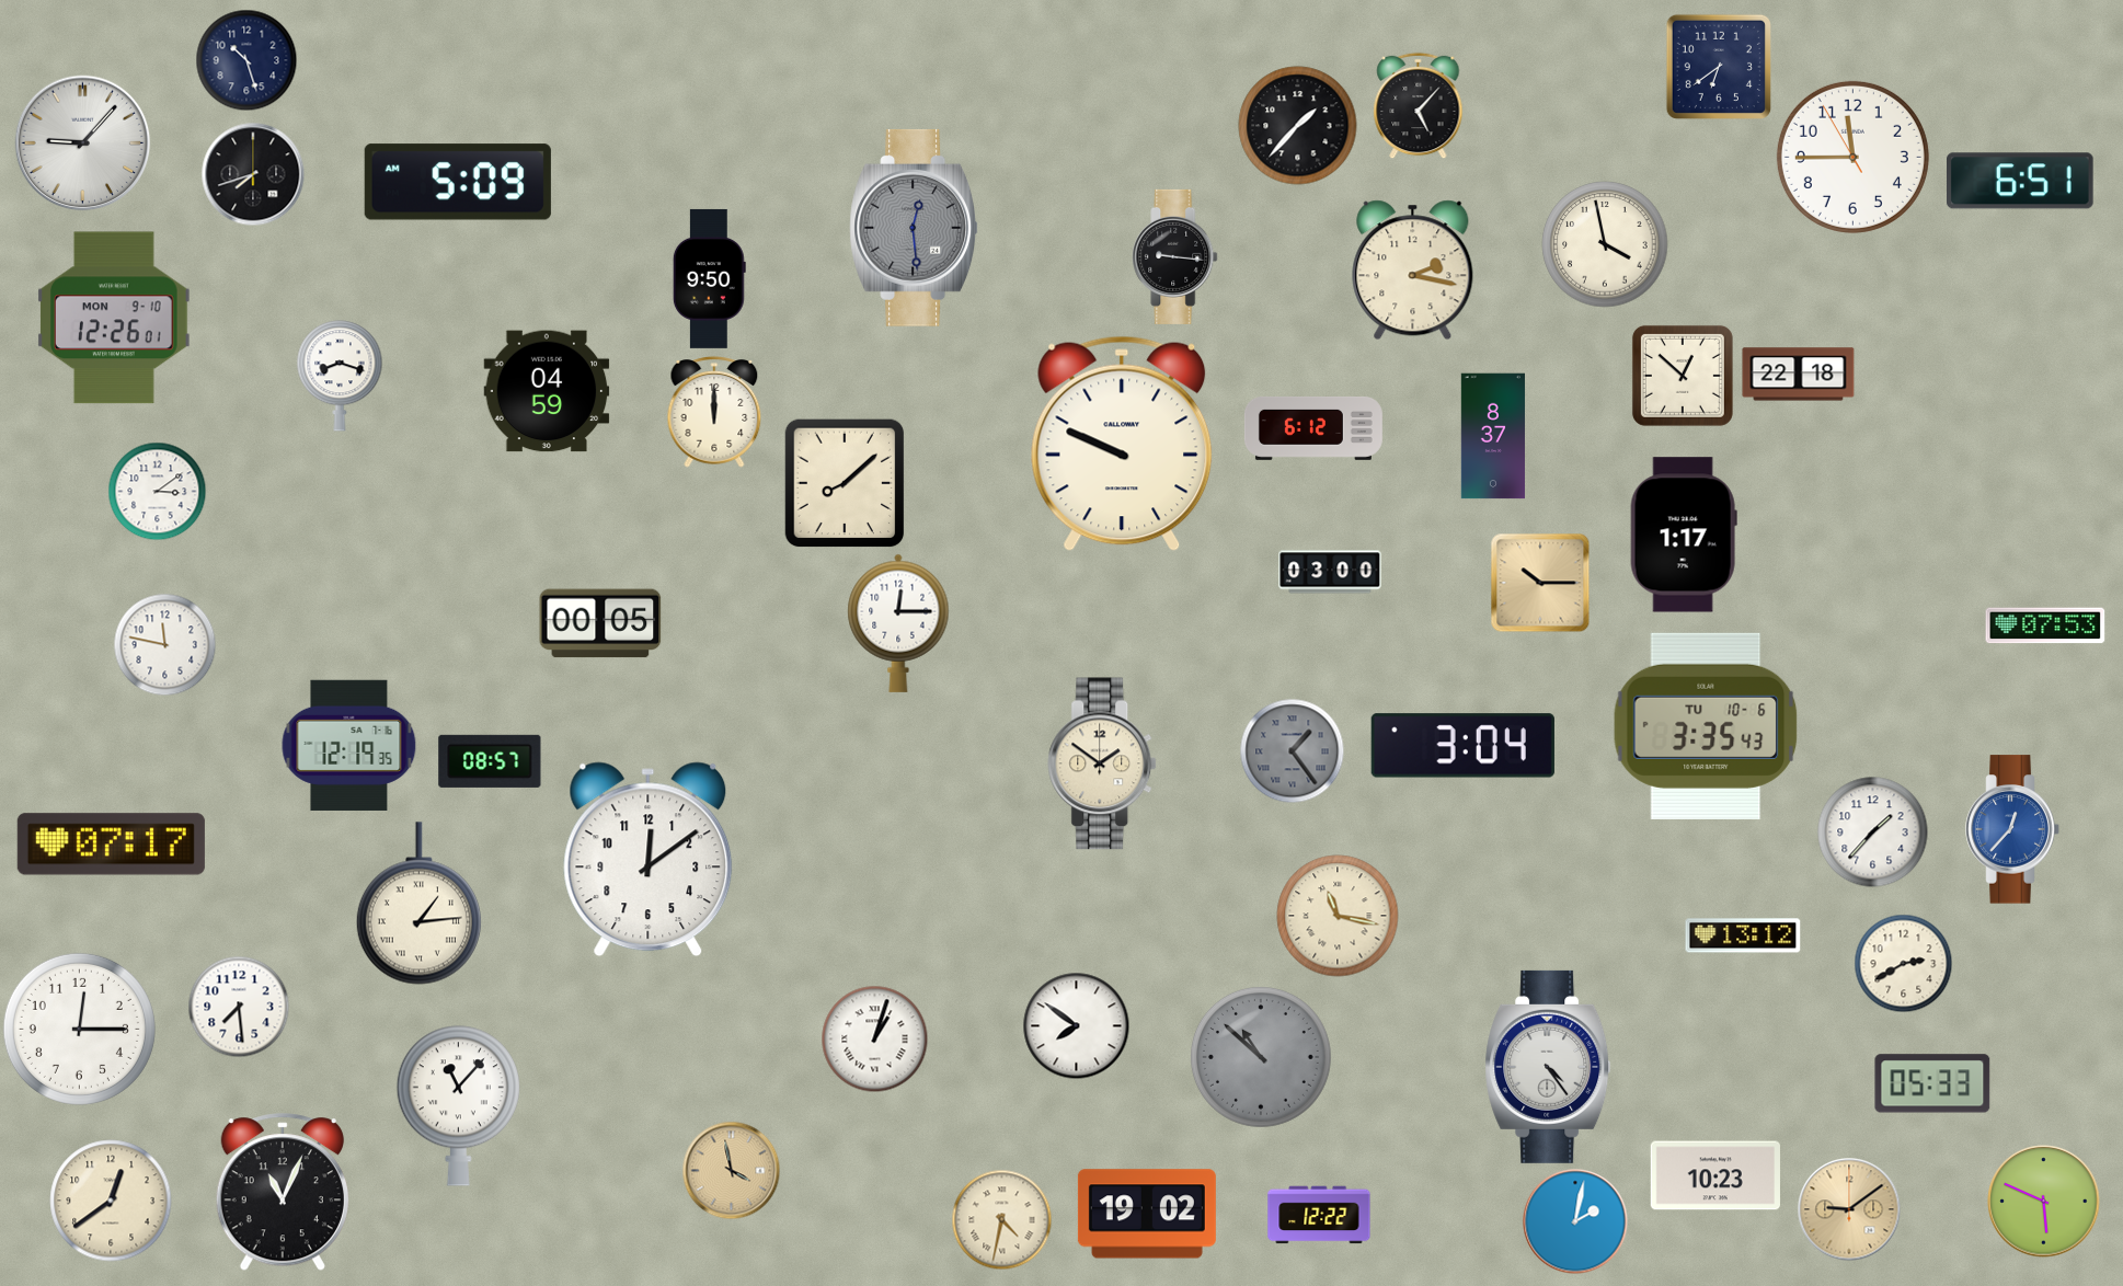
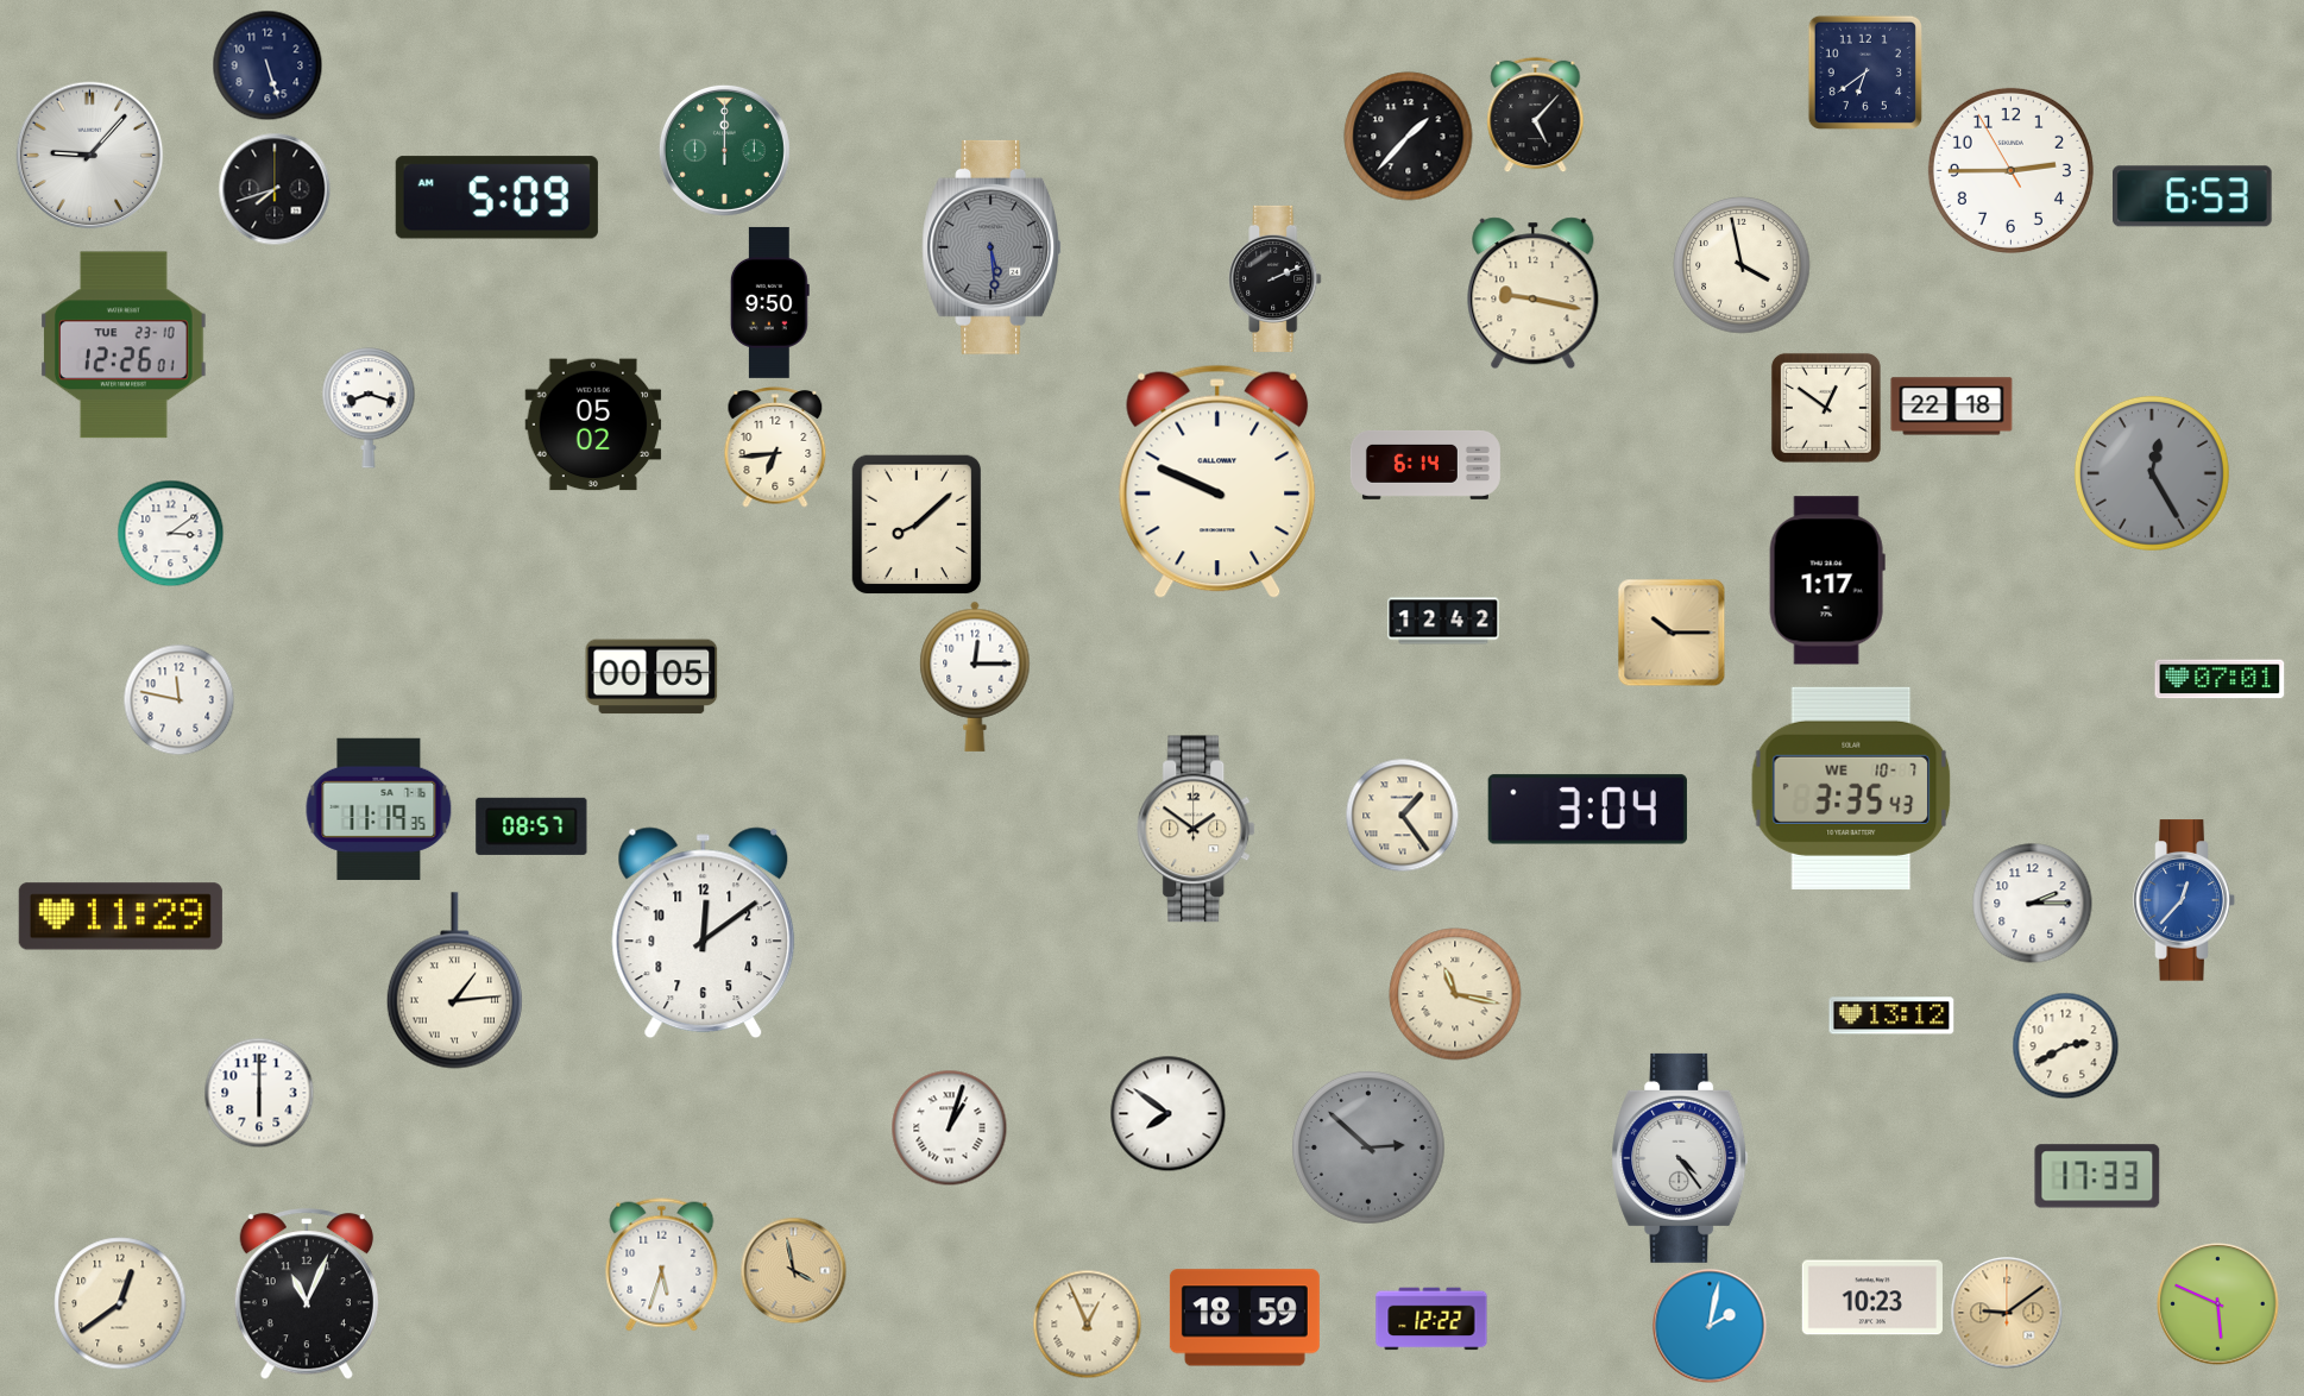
clock at (246, 60): 10:27 -> 5:27
clock at (1419, 105) position: (1419, 105) -> (1536, 114)
clock at (724, 150): none -> 12:00
clock at (1852, 157): 11:44 -> 2:44
clock at (2021, 181): 6:51 -> 6:53
clock at (915, 228): 12:29 -> 5:29
clock at (1175, 256): 9:16 -> 2:11
clock at (1413, 271): 2:17 -> 9:17
clock at (115, 318) date: MON 9-10 -> TUE 23-10
clock at (1683, 376): 12:52 -> 12:51
clock at (547, 391): 04:59 -> 05:02
clock at (714, 412): 12:00 -> 6:44
clock at (1313, 428): 6:12 -> 6:14
clock at (1492, 436): 8:37 -> none
clock at (2152, 473): none -> 12:25
clock at (1330, 572): 03:00 -> 12:42
clock at (2045, 625): 07:53 -> 07:01
clock at (1706, 726) date: TU 10-6 -> WE 10-7
clock at (349, 745): 12:19 -> 11:19
clock at (1292, 750) dial: grey -> cream
clock at (1873, 833): 1:37 -> 2:15
clock at (111, 845): 07:17 -> 11:29
clock at (1338, 916) position: (1338, 916) -> (1455, 994)
clock at (239, 1007): 7:29 -> 6:00
clock at (79, 1029): 12:15 -> none
clock at (1261, 1057): 10:52 -> 2:52
clock at (1932, 1083): 05:33 -> 17:33
clock at (458, 1106): 11:07 -> none
clock at (662, 1265): none -> 5:33
clock at (1714, 1175) position: (1714, 1175) -> (1871, 1297)
clock at (1147, 1214): 19:02 -> 18:59
clock at (1001, 1219): 4:32 -> 12:56
